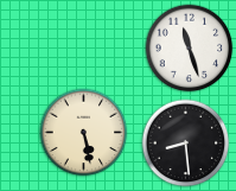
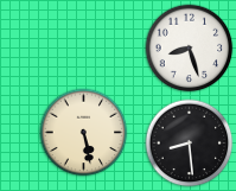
clock at (190, 49): 11:27 -> 8:27
clock at (186, 144) position: (186, 144) -> (190, 144)
